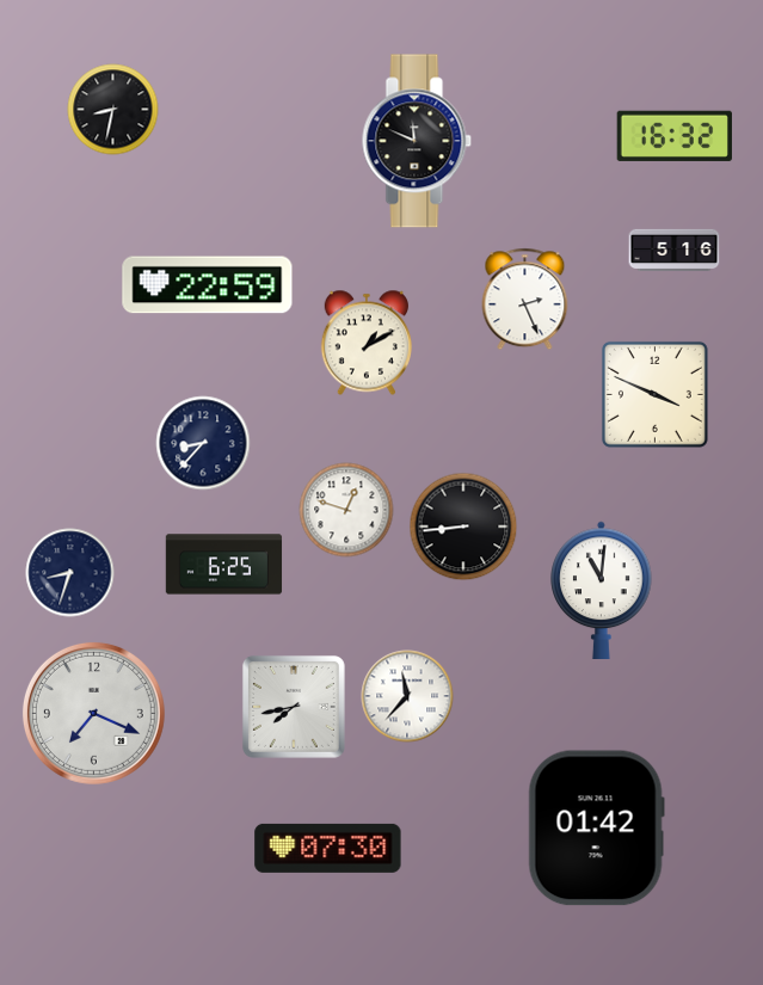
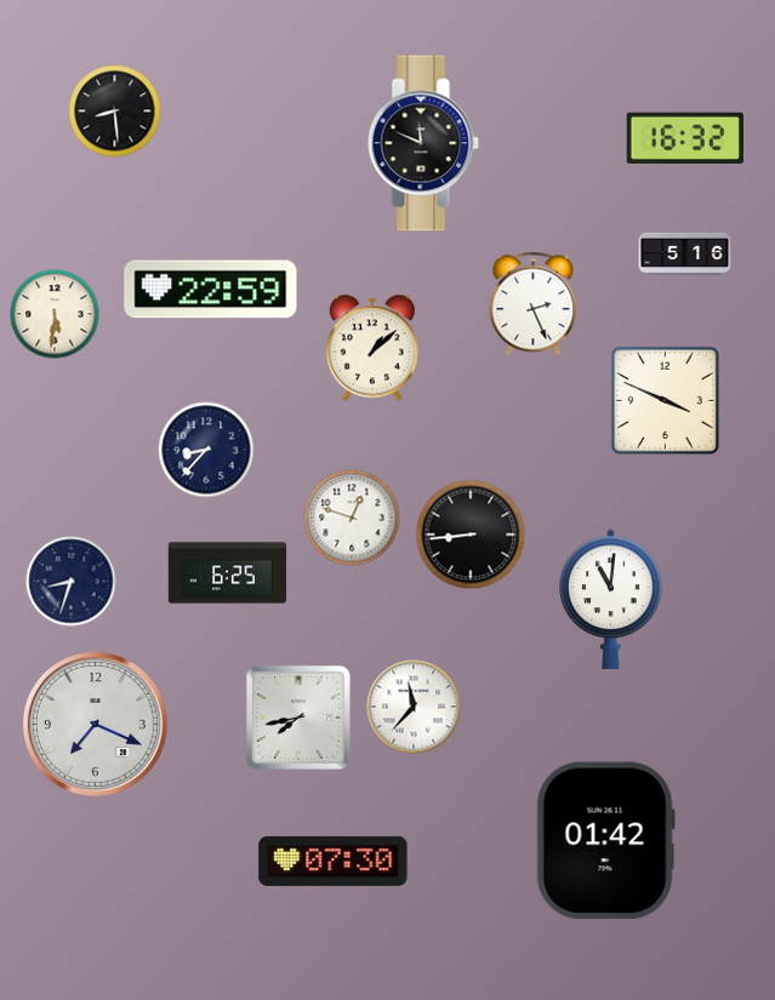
clock at (113, 110): 8:32 -> 8:29
clock at (55, 314): none -> 5:31
clock at (365, 343): 1:10 -> 1:08
